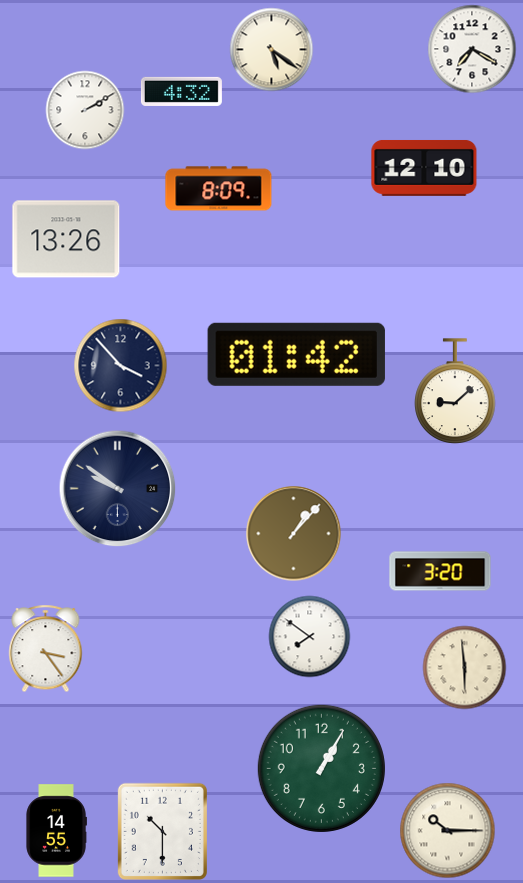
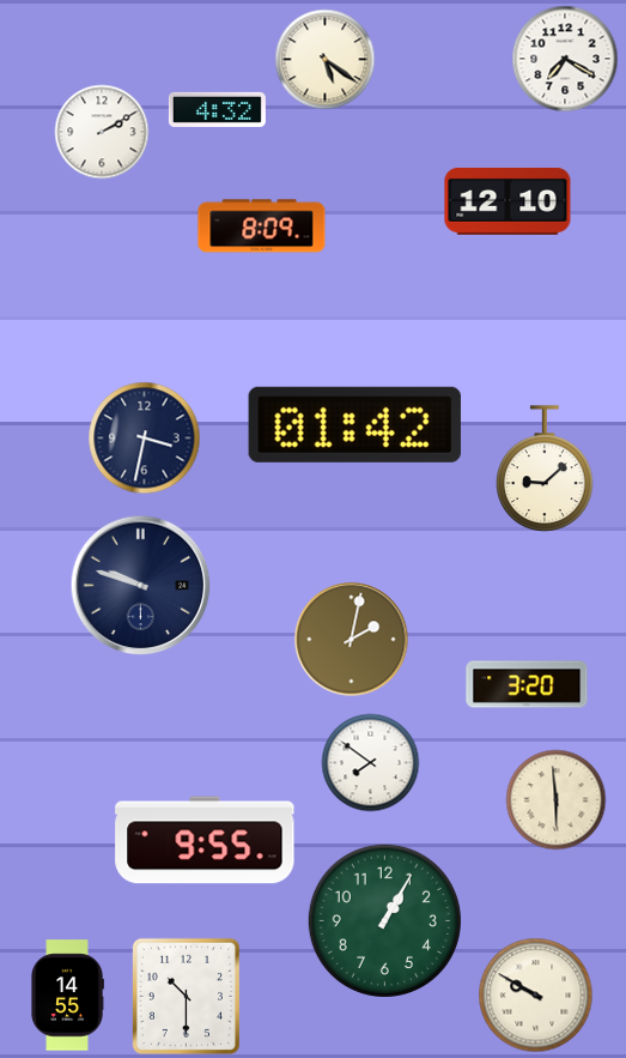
clock at (66, 239): 13:26 -> none
clock at (120, 365): 3:53 -> 3:32
clock at (117, 488): 9:51 -> 9:48
clock at (293, 533): 1:07 -> 2:02
clock at (46, 648): 3:24 -> none
clock at (205, 840): none -> 9:55
clock at (447, 830): 10:15 -> 9:50
clock at (162, 831) position: (162, 831) -> (186, 996)
